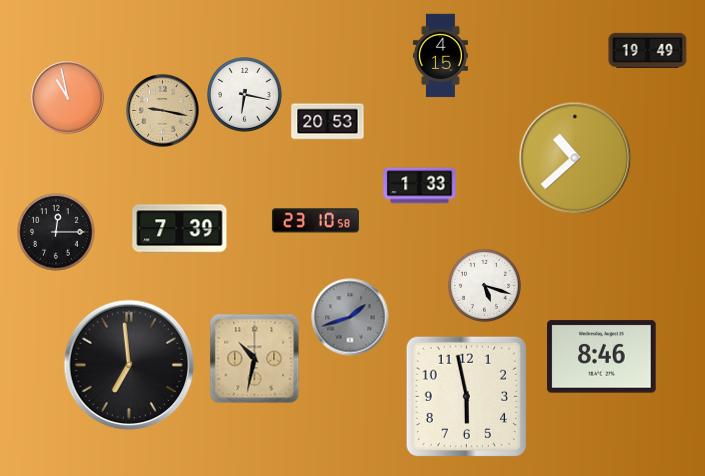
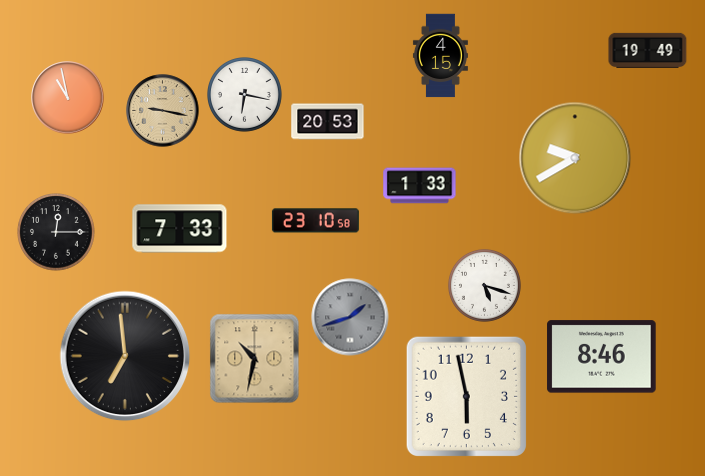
clock at (575, 158): 10:38 -> 9:40
clock at (180, 229): 7:39 -> 7:33
clock at (129, 365) position: (129, 365) -> (125, 356)
